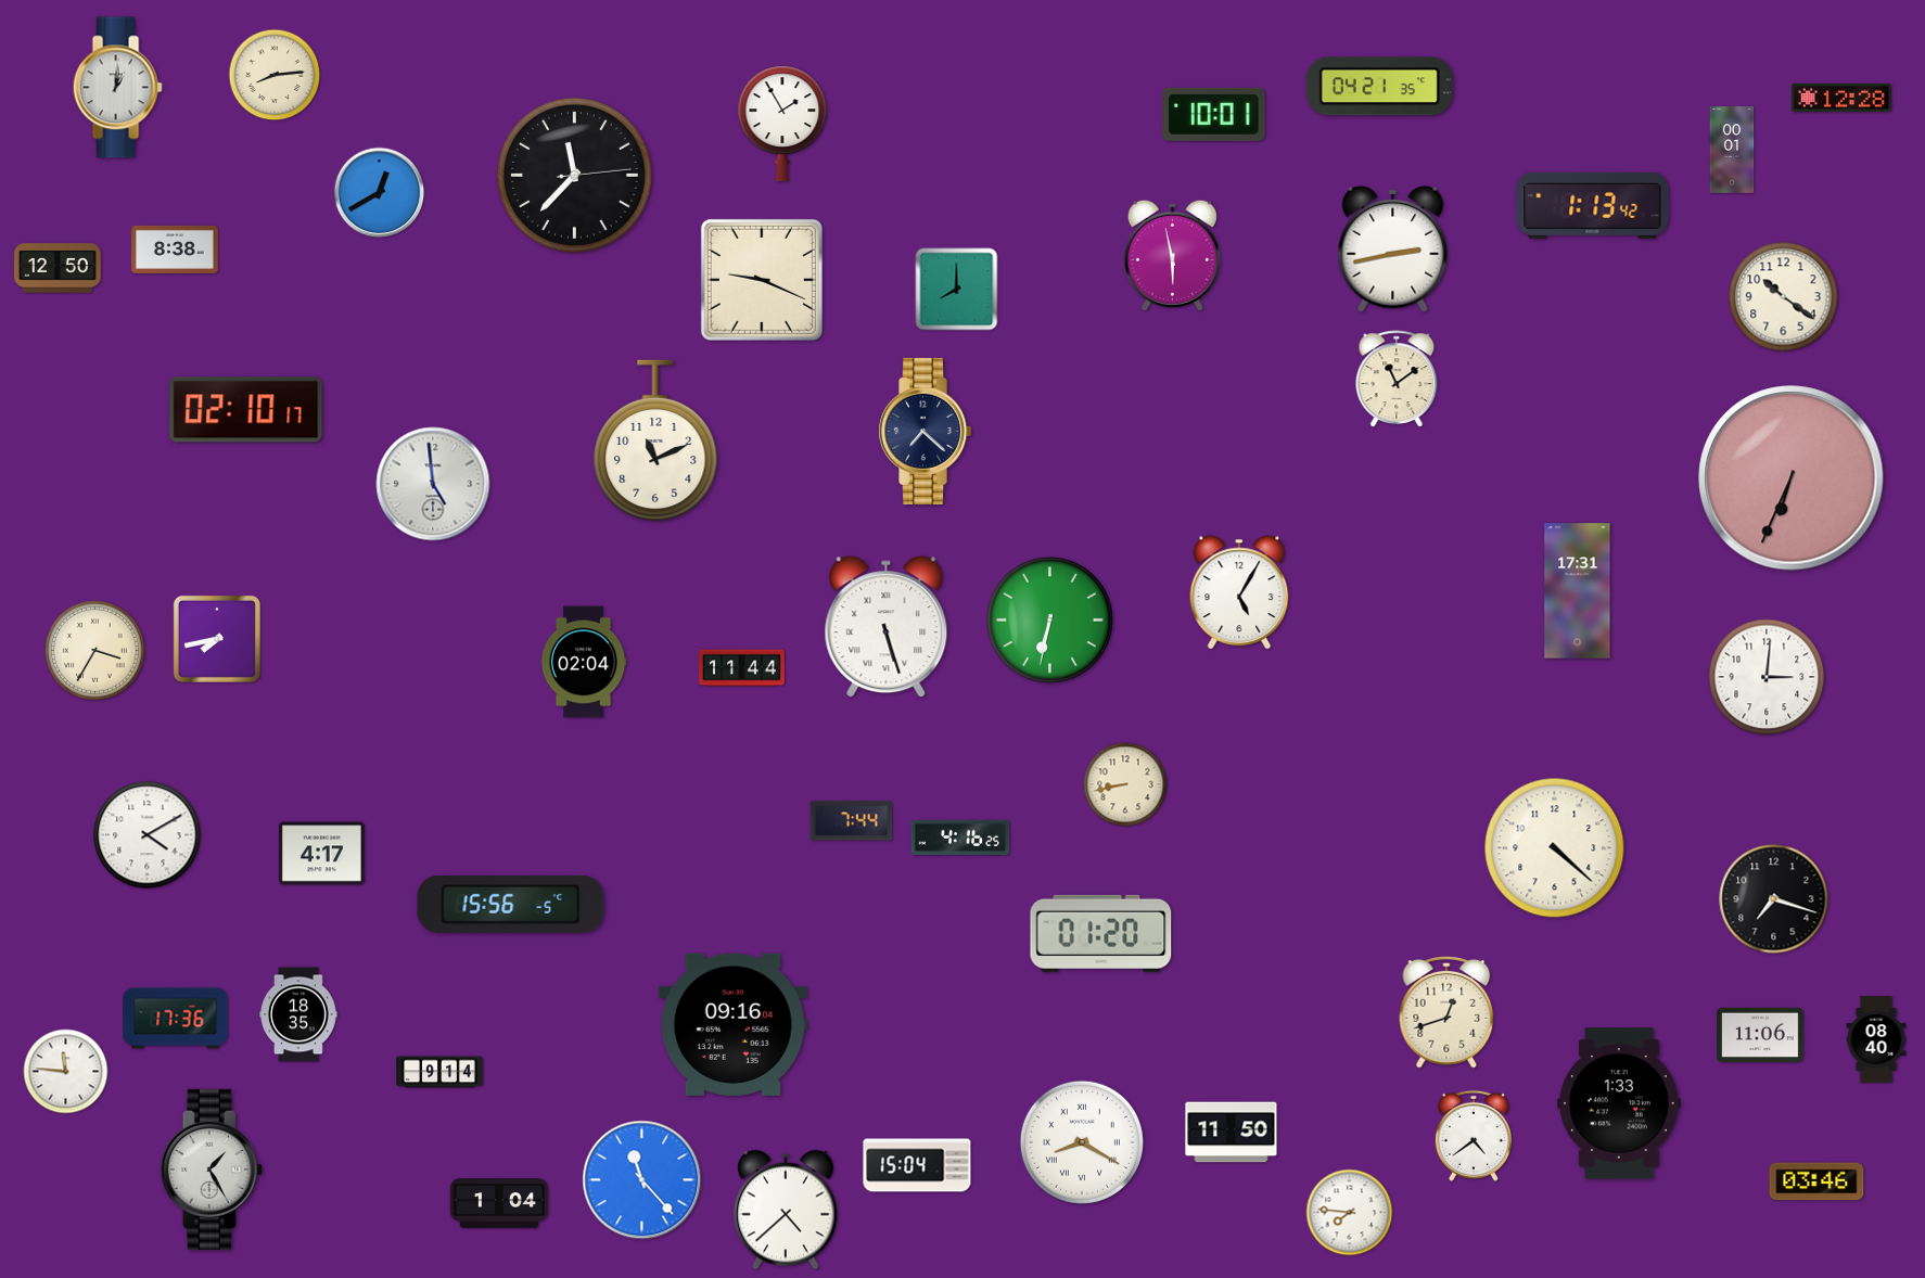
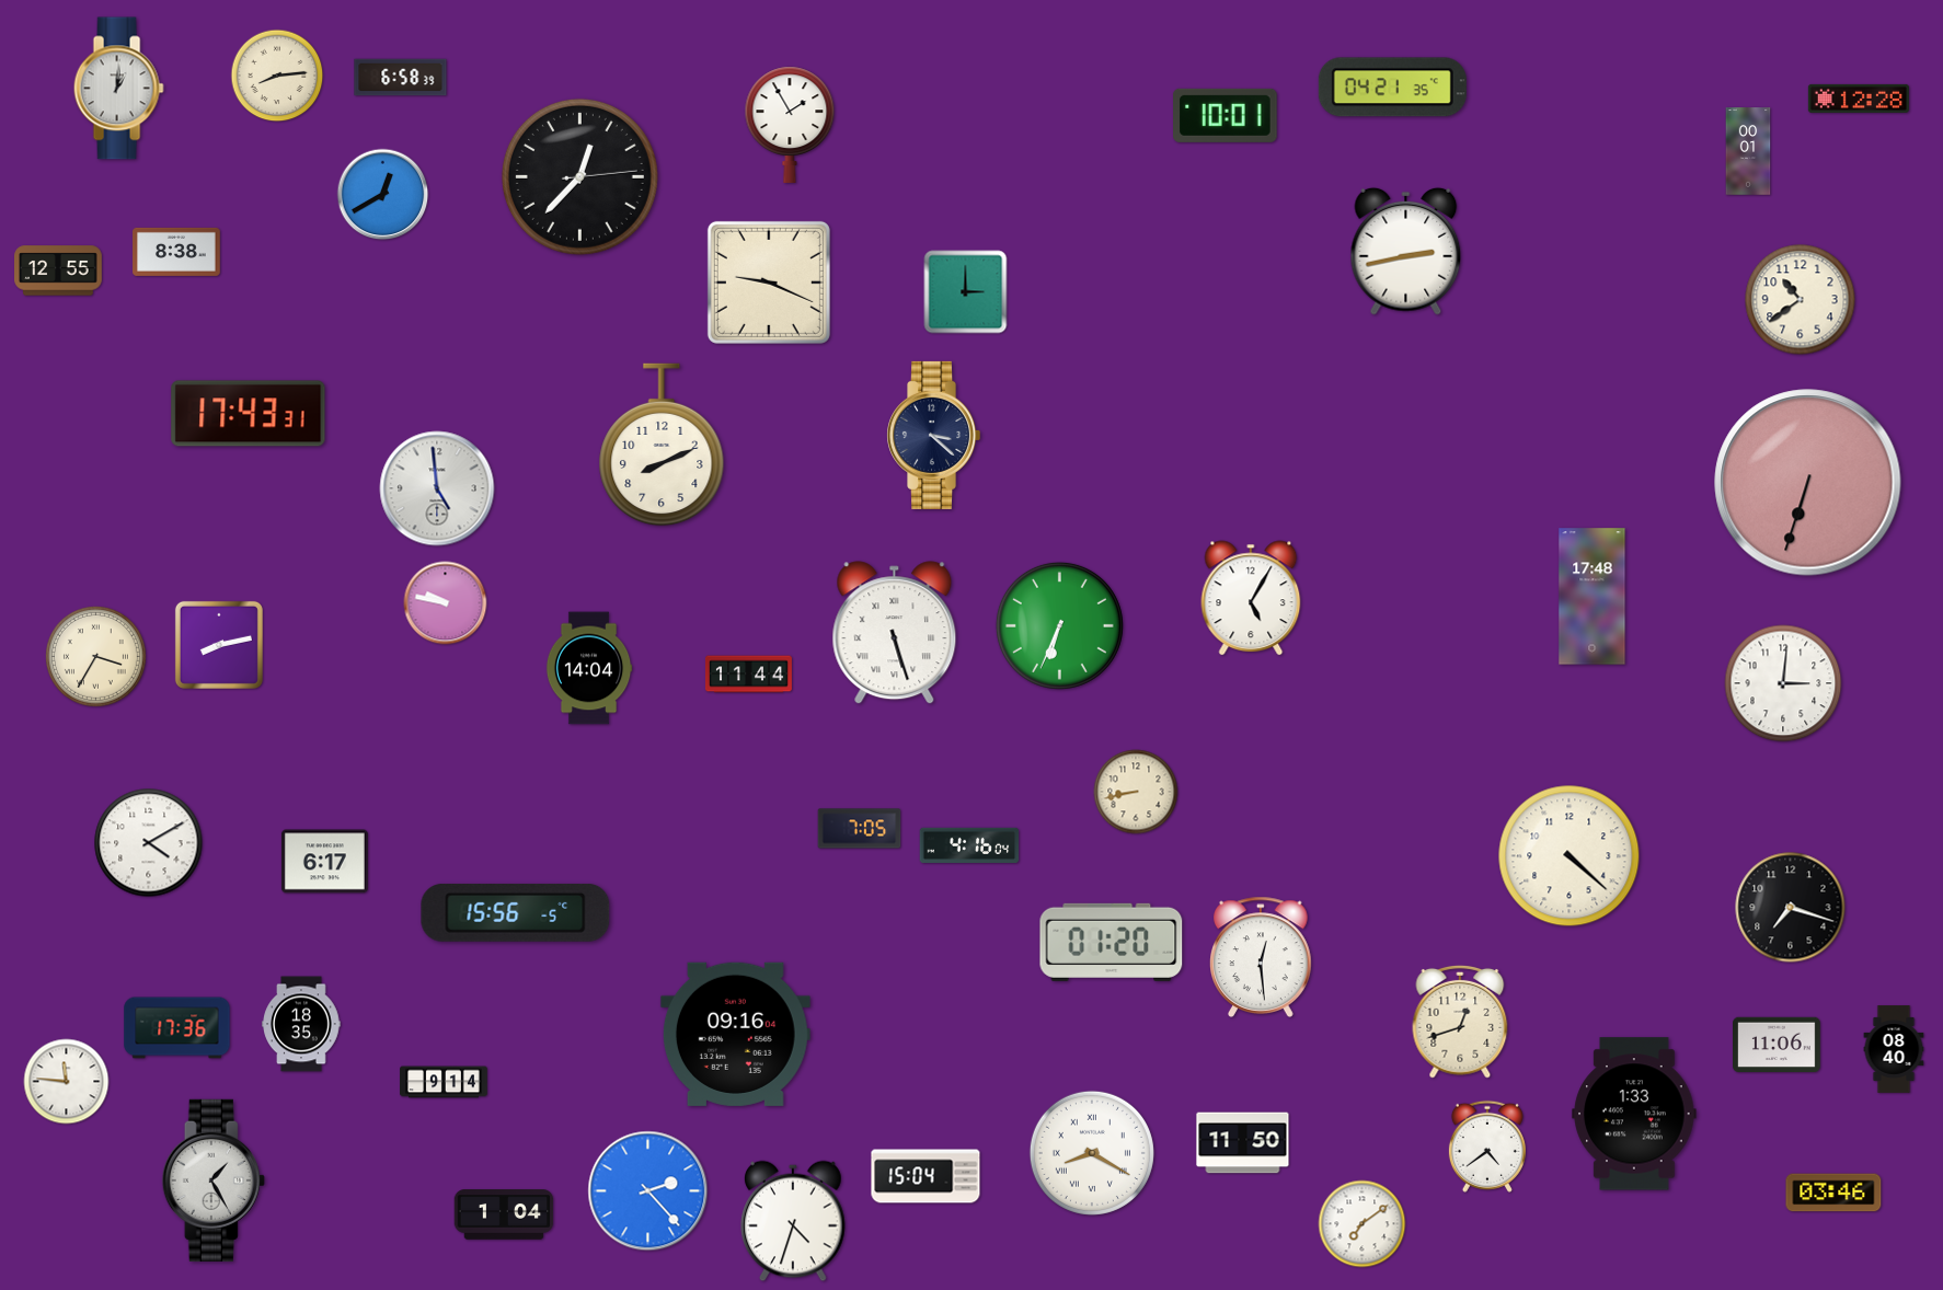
clock at (401, 78): none -> 6:58
clock at (574, 175): 11:37 -> 12:37
clock at (1593, 205): 1:13 -> none
clock at (1172, 255): 5:58 -> none
clock at (58, 268): 12:50 -> 12:55
clock at (957, 290): 8:00 -> 3:00
clock at (1784, 297): 10:21 -> 10:39
clock at (1397, 380): 11:09 -> none
clock at (246, 410): 02:10 -> 17:43
clock at (926, 431): 7:22 -> 3:22
clock at (655, 440): 11:11 -> 8:11
clock at (1792, 478): 6:34 -> 6:33
clock at (1578, 591): 17:31 -> 17:48
clock at (446, 603): none -> 9:47
clock at (1049, 619): 6:32 -> 6:34
clock at (217, 639): 7:43 -> 8:13
clock at (584, 662): 02:04 -> 14:04
clock at (852, 821): 7:44 -> 7:05
clock at (960, 836): 4:16:25 -> 4:16:04
clock at (321, 854): 4:17 -> 6:17
clock at (1262, 957): none -> 12:29
clock at (732, 1024) position: (732, 1024) -> (735, 1034)
clock at (642, 1180): 11:23 -> 2:23
clock at (786, 1210): 4:38 -> 4:33
clock at (1350, 1213): 7:46 -> 7:09
